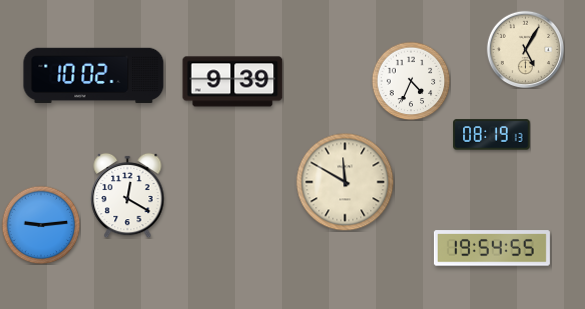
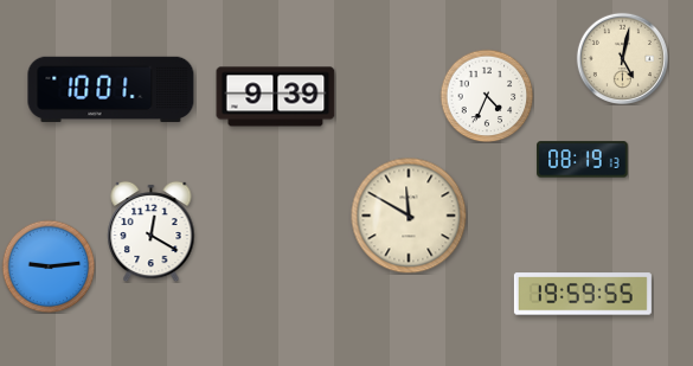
clock at (525, 49): 5:05 -> 5:02
clock at (94, 76): 10:02 -> 10:01
clock at (492, 248): 19:54 -> 19:59
